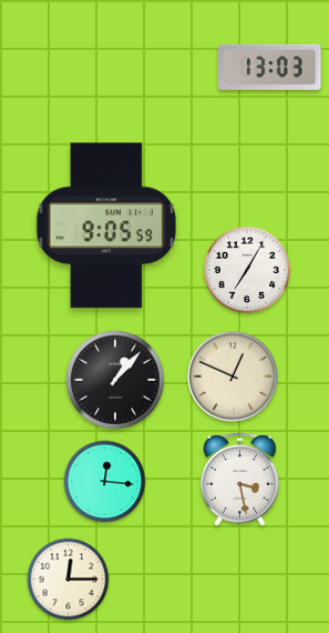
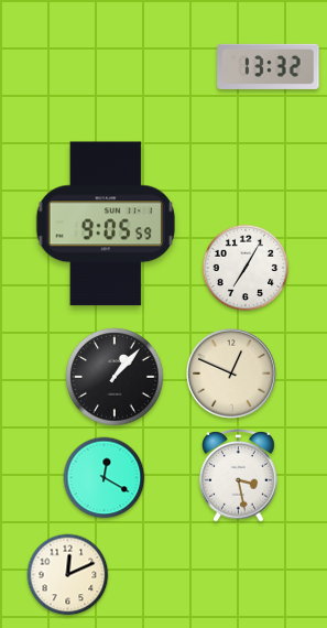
clock at (270, 67): 13:03 -> 13:32
clock at (105, 482): 12:16 -> 12:20
clock at (69, 580): 12:15 -> 12:11
